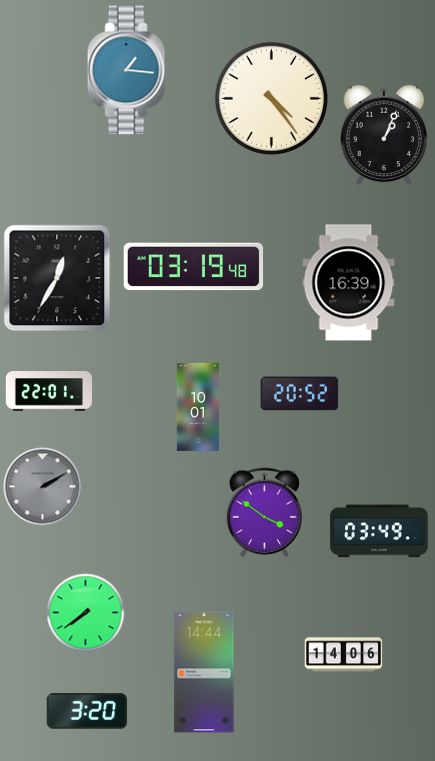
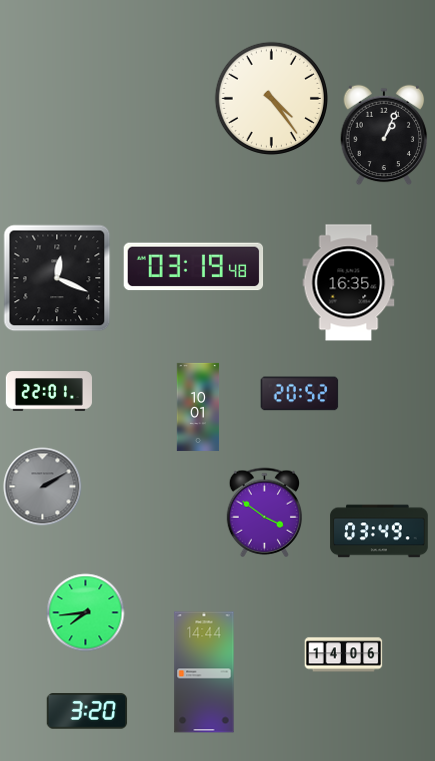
clock at (128, 70): 1:16 -> none
clock at (57, 278): 12:35 -> 12:19
clock at (349, 283): 16:39 -> 16:35
clock at (85, 612): 7:39 -> 7:44
